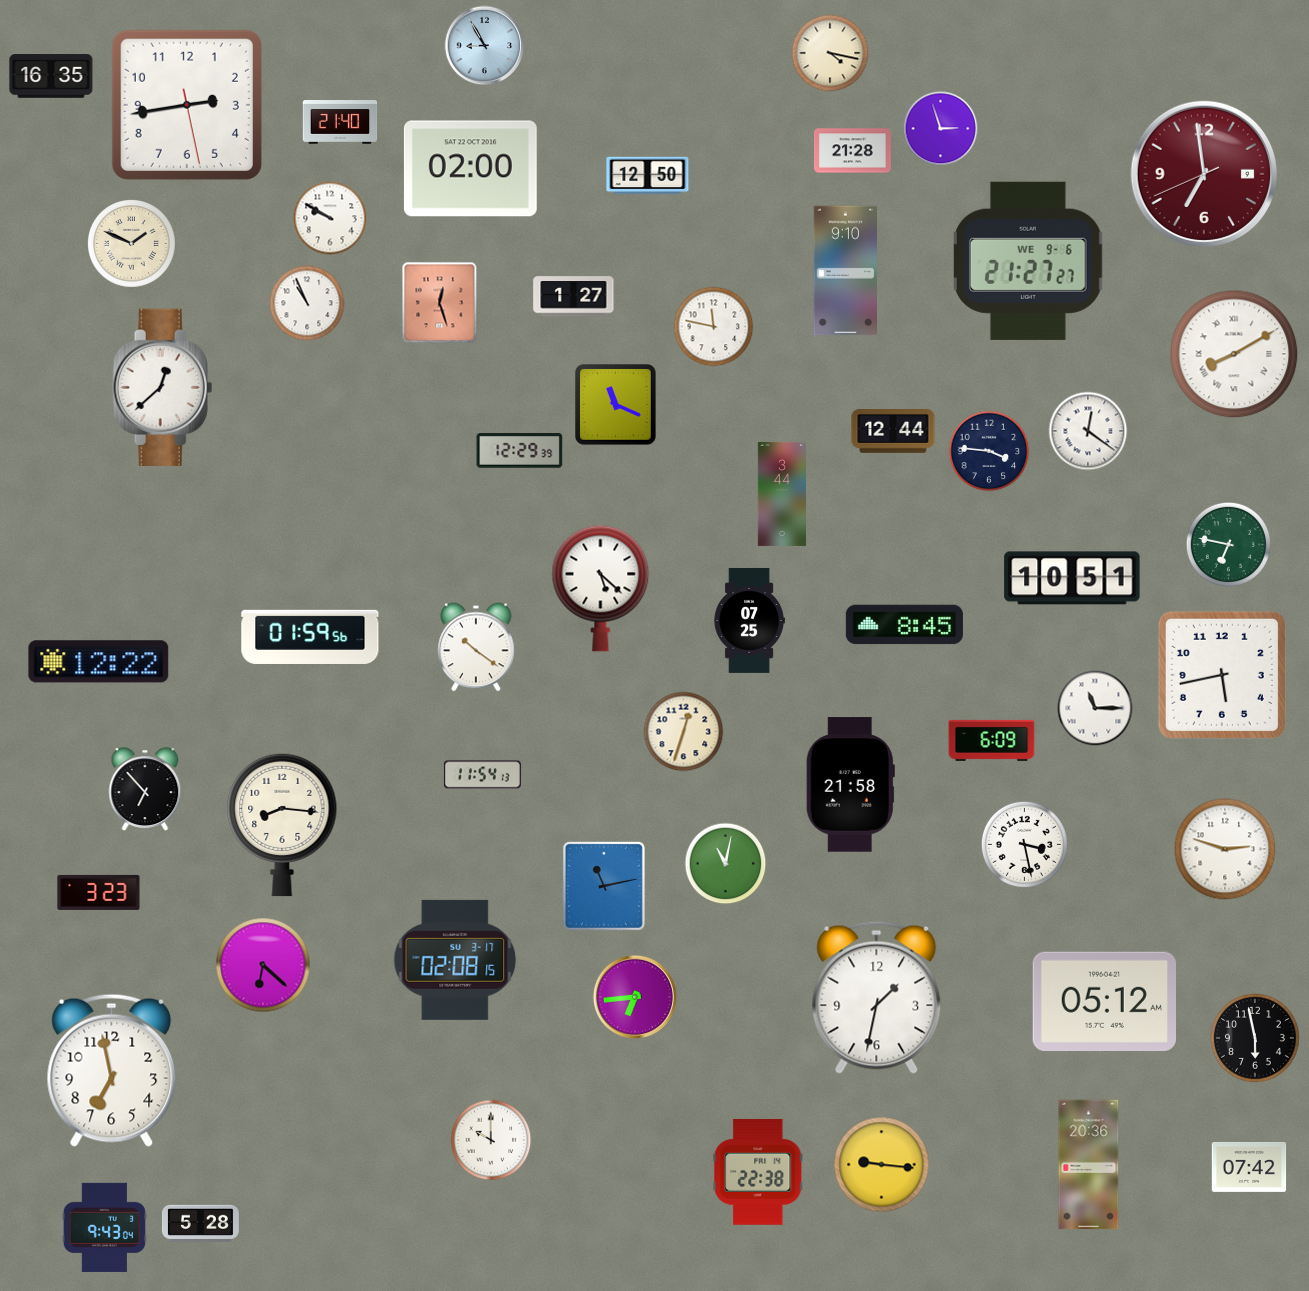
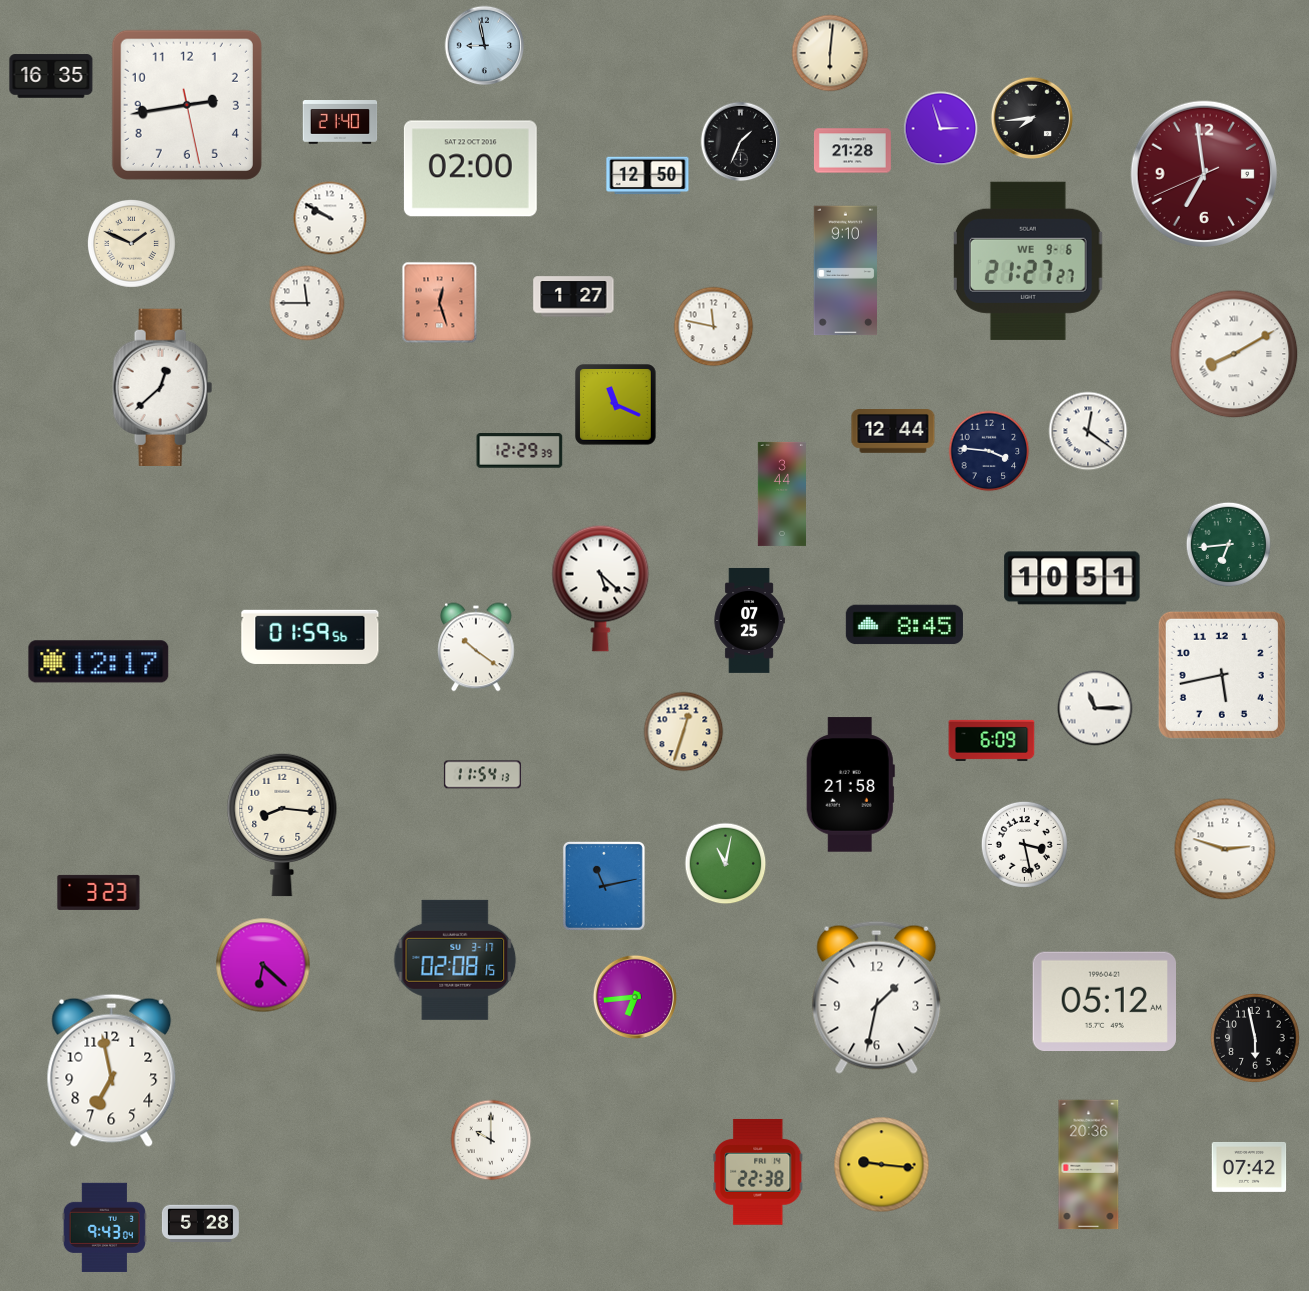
clock at (485, 46): 8:55 -> 8:58
clock at (830, 53): 4:17 -> 6:01
clock at (1031, 117): none -> 7:44
clock at (741, 142): none -> 1:34
clock at (307, 303): 10:56 -> 11:45
clock at (1228, 544): 6:47 -> 6:44
clock at (99, 662): 12:22 -> 12:17
clock at (145, 789): 6:53 -> none
